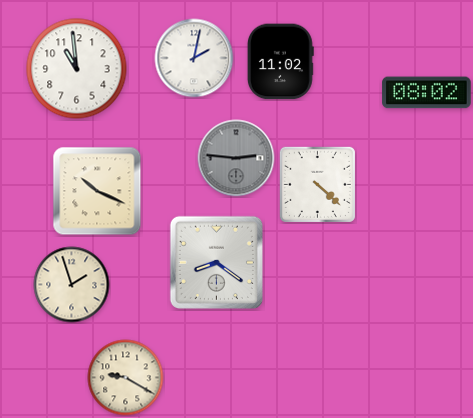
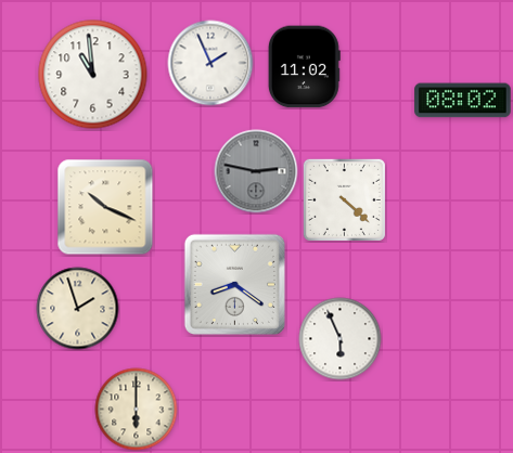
clock at (194, 58): 2:02 -> 1:56
clock at (77, 69) position: (77, 69) -> (93, 75)
clock at (236, 158): 2:46 -> 2:47
clock at (341, 339): none -> 5:56
clock at (126, 378): 9:20 -> 6:00
